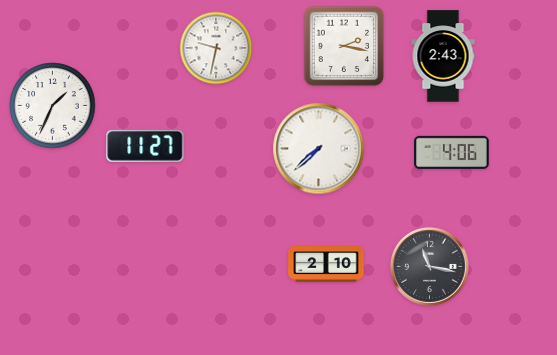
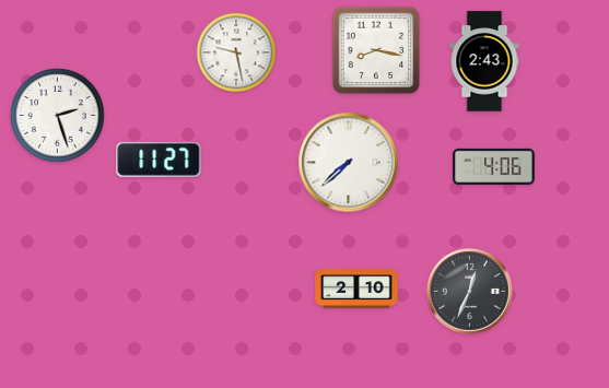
clock at (344, 46): 2:17 -> 8:17
clock at (216, 48): 9:32 -> 9:28
clock at (53, 106): 1:34 -> 2:27
clock at (429, 266): 11:17 -> 12:34
